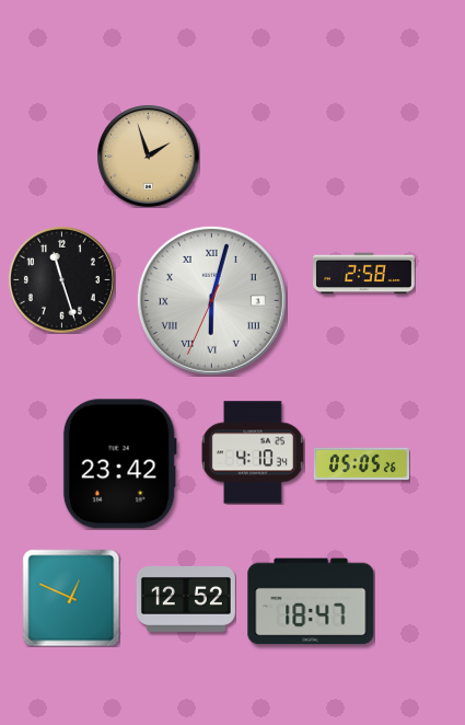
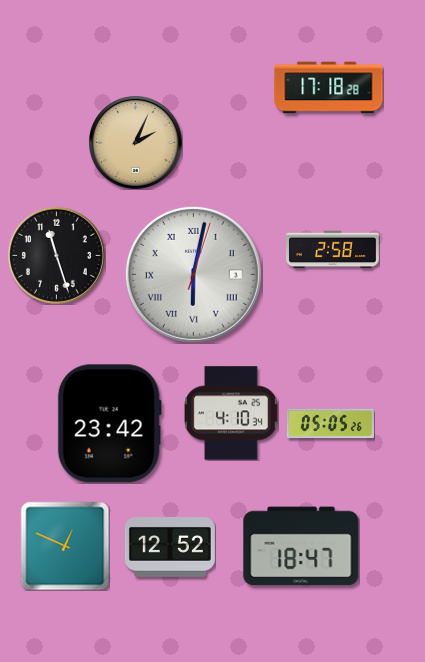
clock at (329, 88): none -> 17:18
clock at (148, 156): 1:57 -> 2:04
clock at (211, 300): 6:02:34 -> 6:02:03
clock at (311, 601) position: (311, 601) -> (301, 546)
